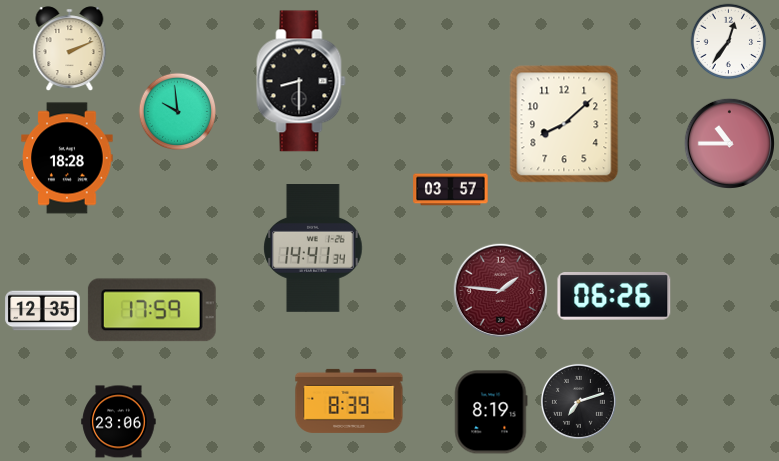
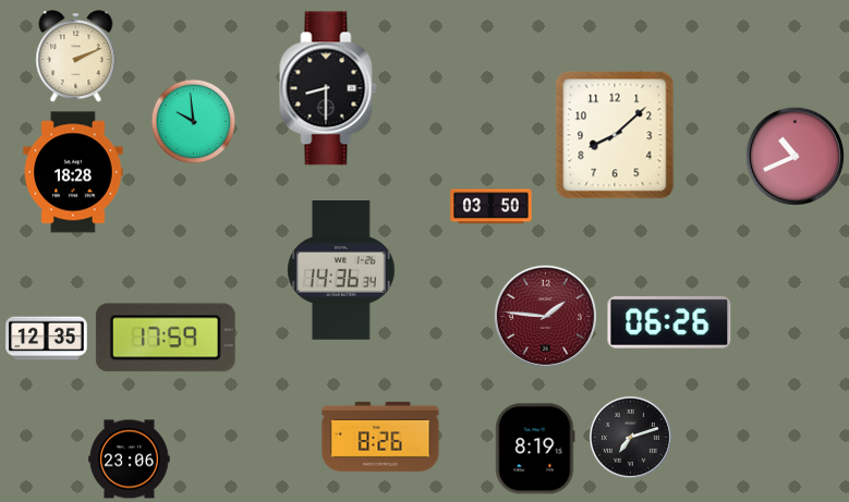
clock at (729, 42): 12:36 -> none
clock at (70, 49) position: (70, 49) -> (76, 57)
clock at (729, 143): 10:45 -> 10:41
clock at (451, 190): 03:57 -> 03:50
clock at (313, 249): 14:41 -> 14:36
clock at (349, 401): 8:39 -> 8:26
